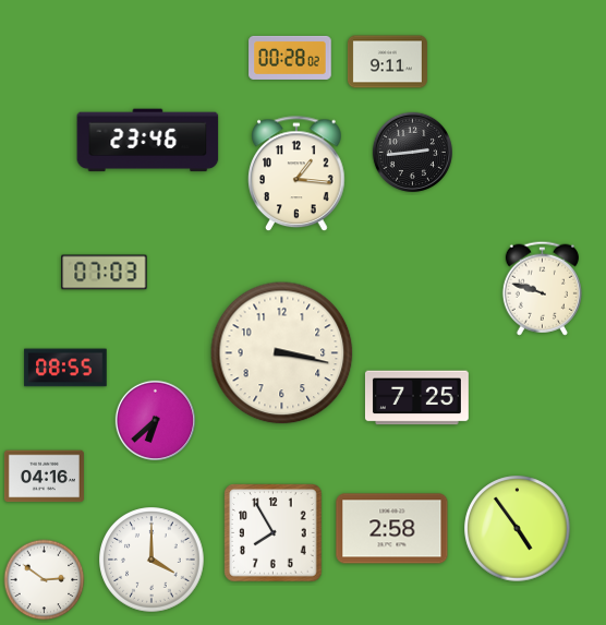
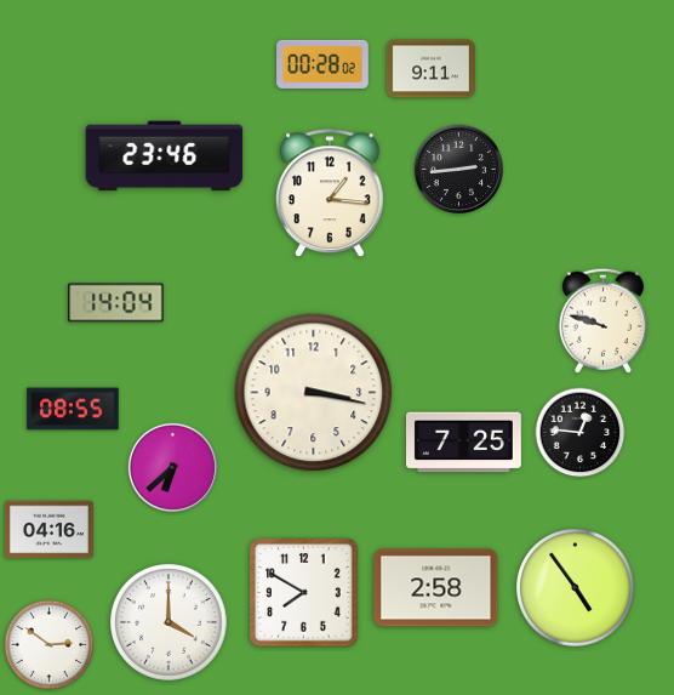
clock at (105, 273): 07:03 -> 14:04
clock at (581, 433): none -> 12:46
clock at (274, 533): 7:55 -> 7:50
